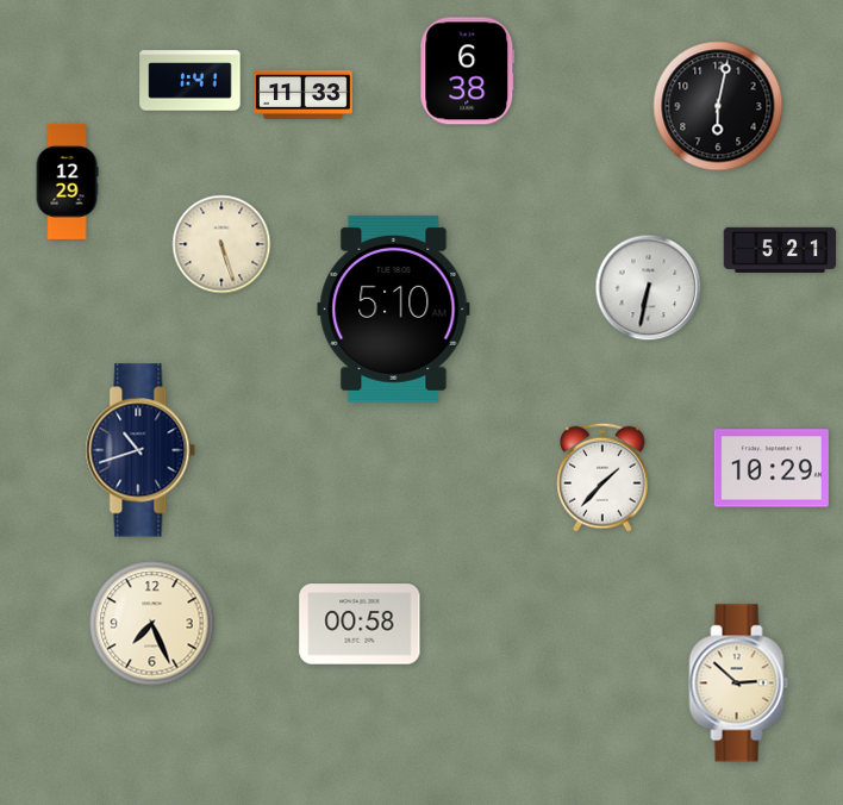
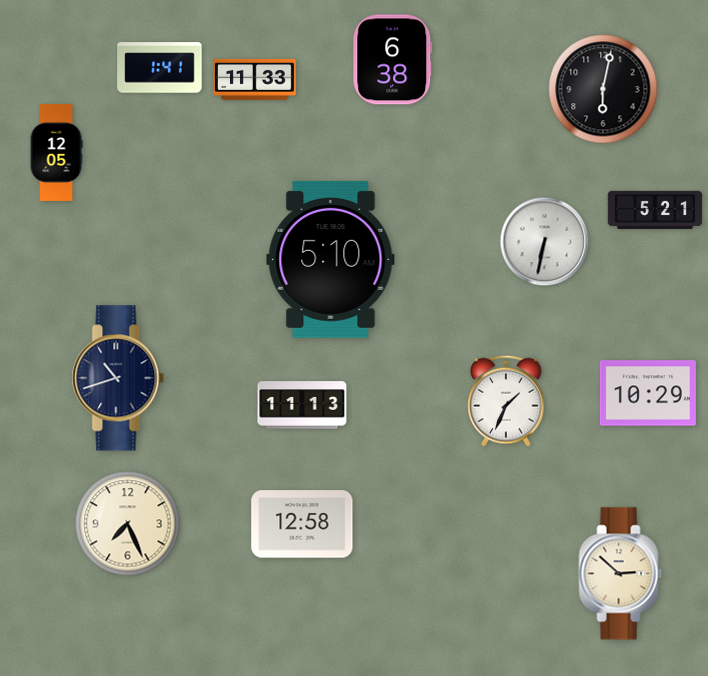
clock at (67, 181): 12:29 -> 12:05
clock at (221, 244): 5:27 -> none
clock at (602, 478): 1:37 -> 1:34
clock at (302, 405): none -> 11:13
clock at (360, 624): 00:58 -> 12:58
